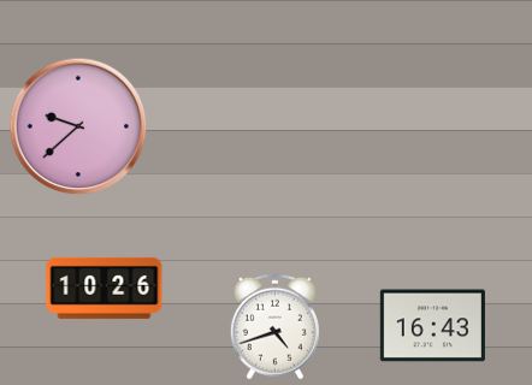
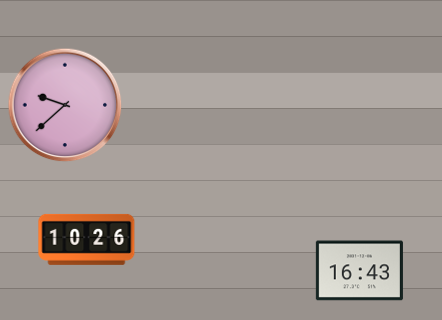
clock at (274, 327): 4:42 -> none
